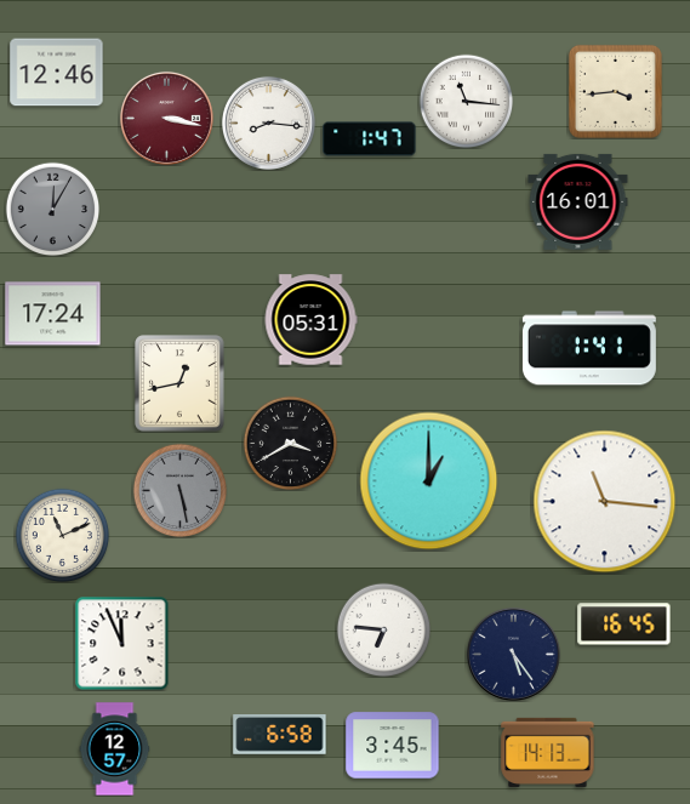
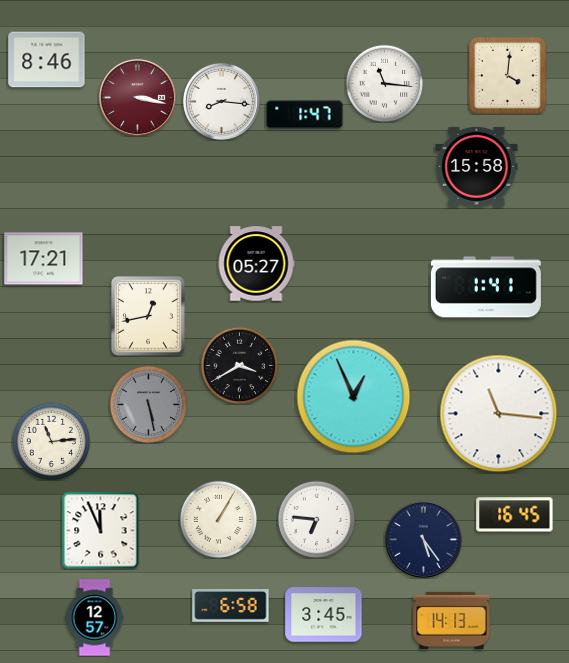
clock at (57, 73): 12:46 -> 8:46
clock at (615, 91): 3:44 -> 4:01
clock at (578, 201): 16:01 -> 15:58
clock at (52, 209): 12:05 -> none
clock at (53, 314): 17:24 -> 17:21
clock at (310, 320): 05:31 -> 05:27
clock at (429, 481): 1:00 -> 12:56
clock at (62, 535): 11:11 -> 11:14
clock at (218, 519): none -> 1:05
